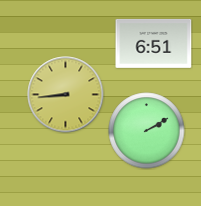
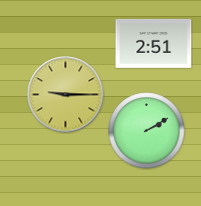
clock at (154, 43): 6:51 -> 2:51
clock at (66, 95): 8:44 -> 9:15
